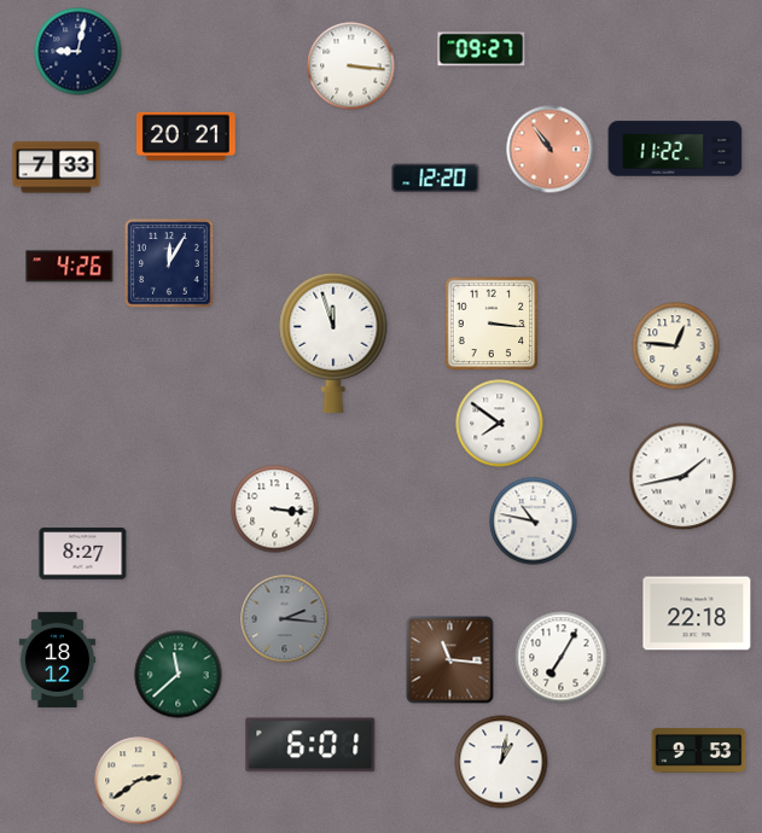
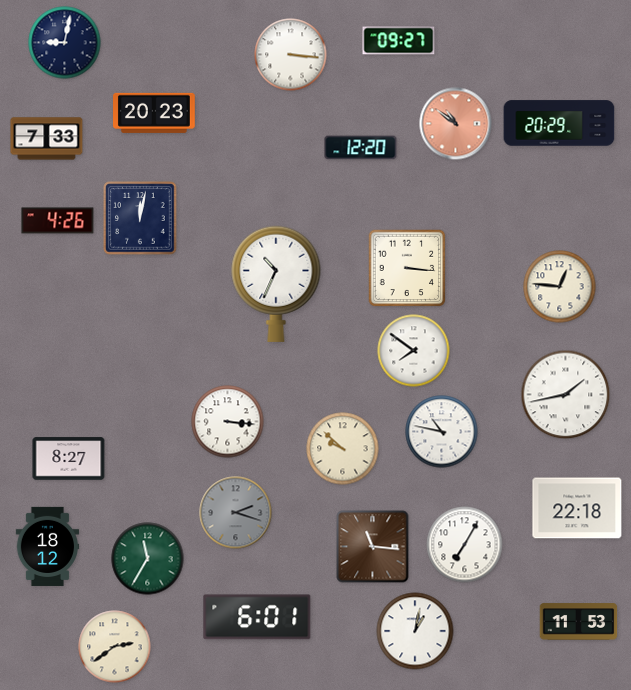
clock at (187, 136): 20:21 -> 20:23
clock at (675, 148): 11:22 -> 20:29
clock at (551, 150): 10:54 -> 10:51
clock at (169, 263): 12:05 -> 12:02
clock at (333, 343): 11:57 -> 10:34
clock at (343, 449): none -> 9:52
clock at (285, 619): 2:16 -> 2:18
clock at (179, 675): 11:38 -> 11:35
clock at (699, 751): 9:53 -> 11:53
